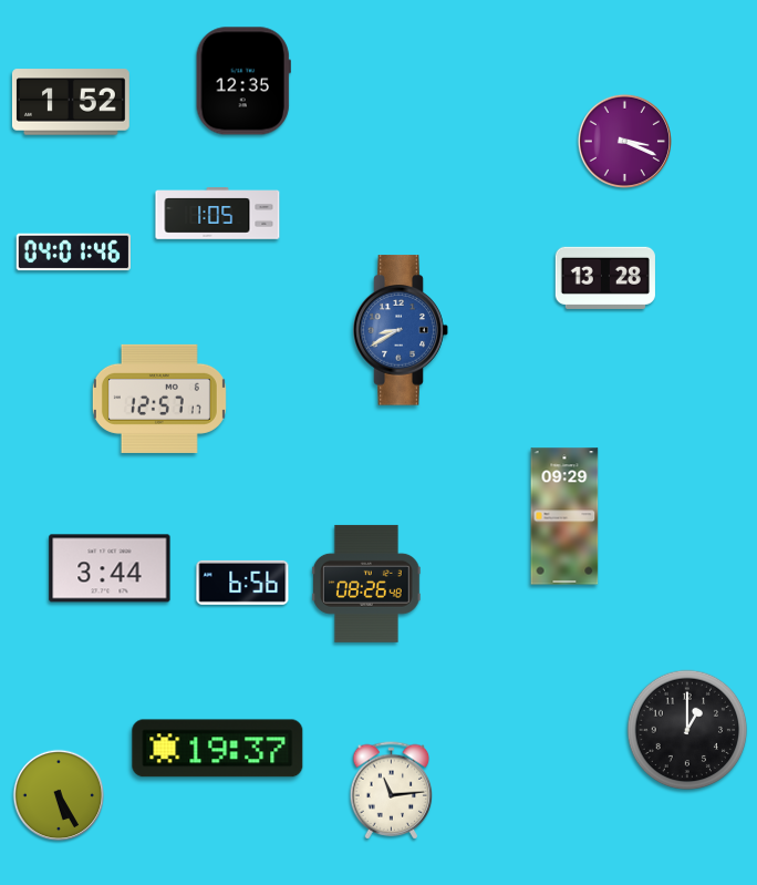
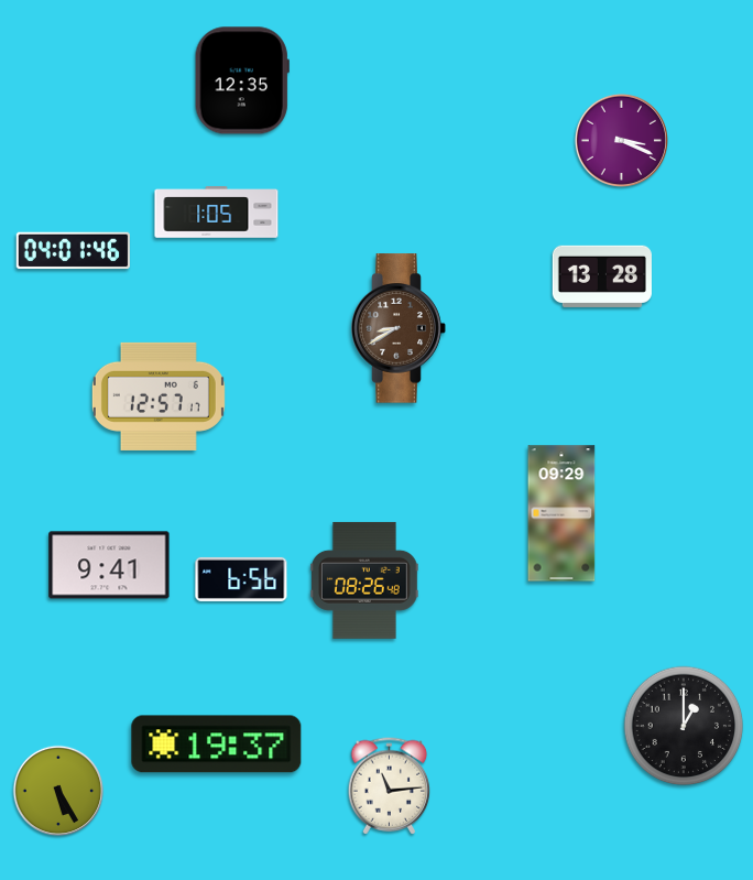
clock at (71, 102): 1:52 -> none
clock at (401, 330) dial: blue -> brown
clock at (110, 568): 3:44 -> 9:41
